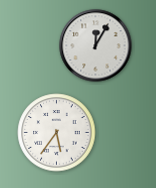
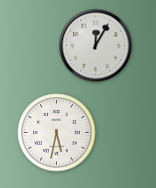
clock at (57, 133): 5:36 -> 5:32
